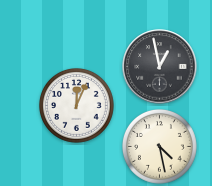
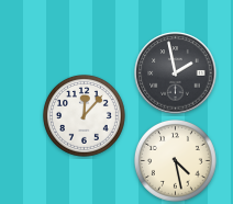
clock at (160, 67): 12:58 -> 1:58
clock at (77, 106): 12:04 -> 12:07
